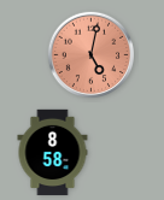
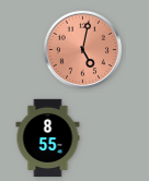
clock at (53, 153): 8:58 -> 8:55
